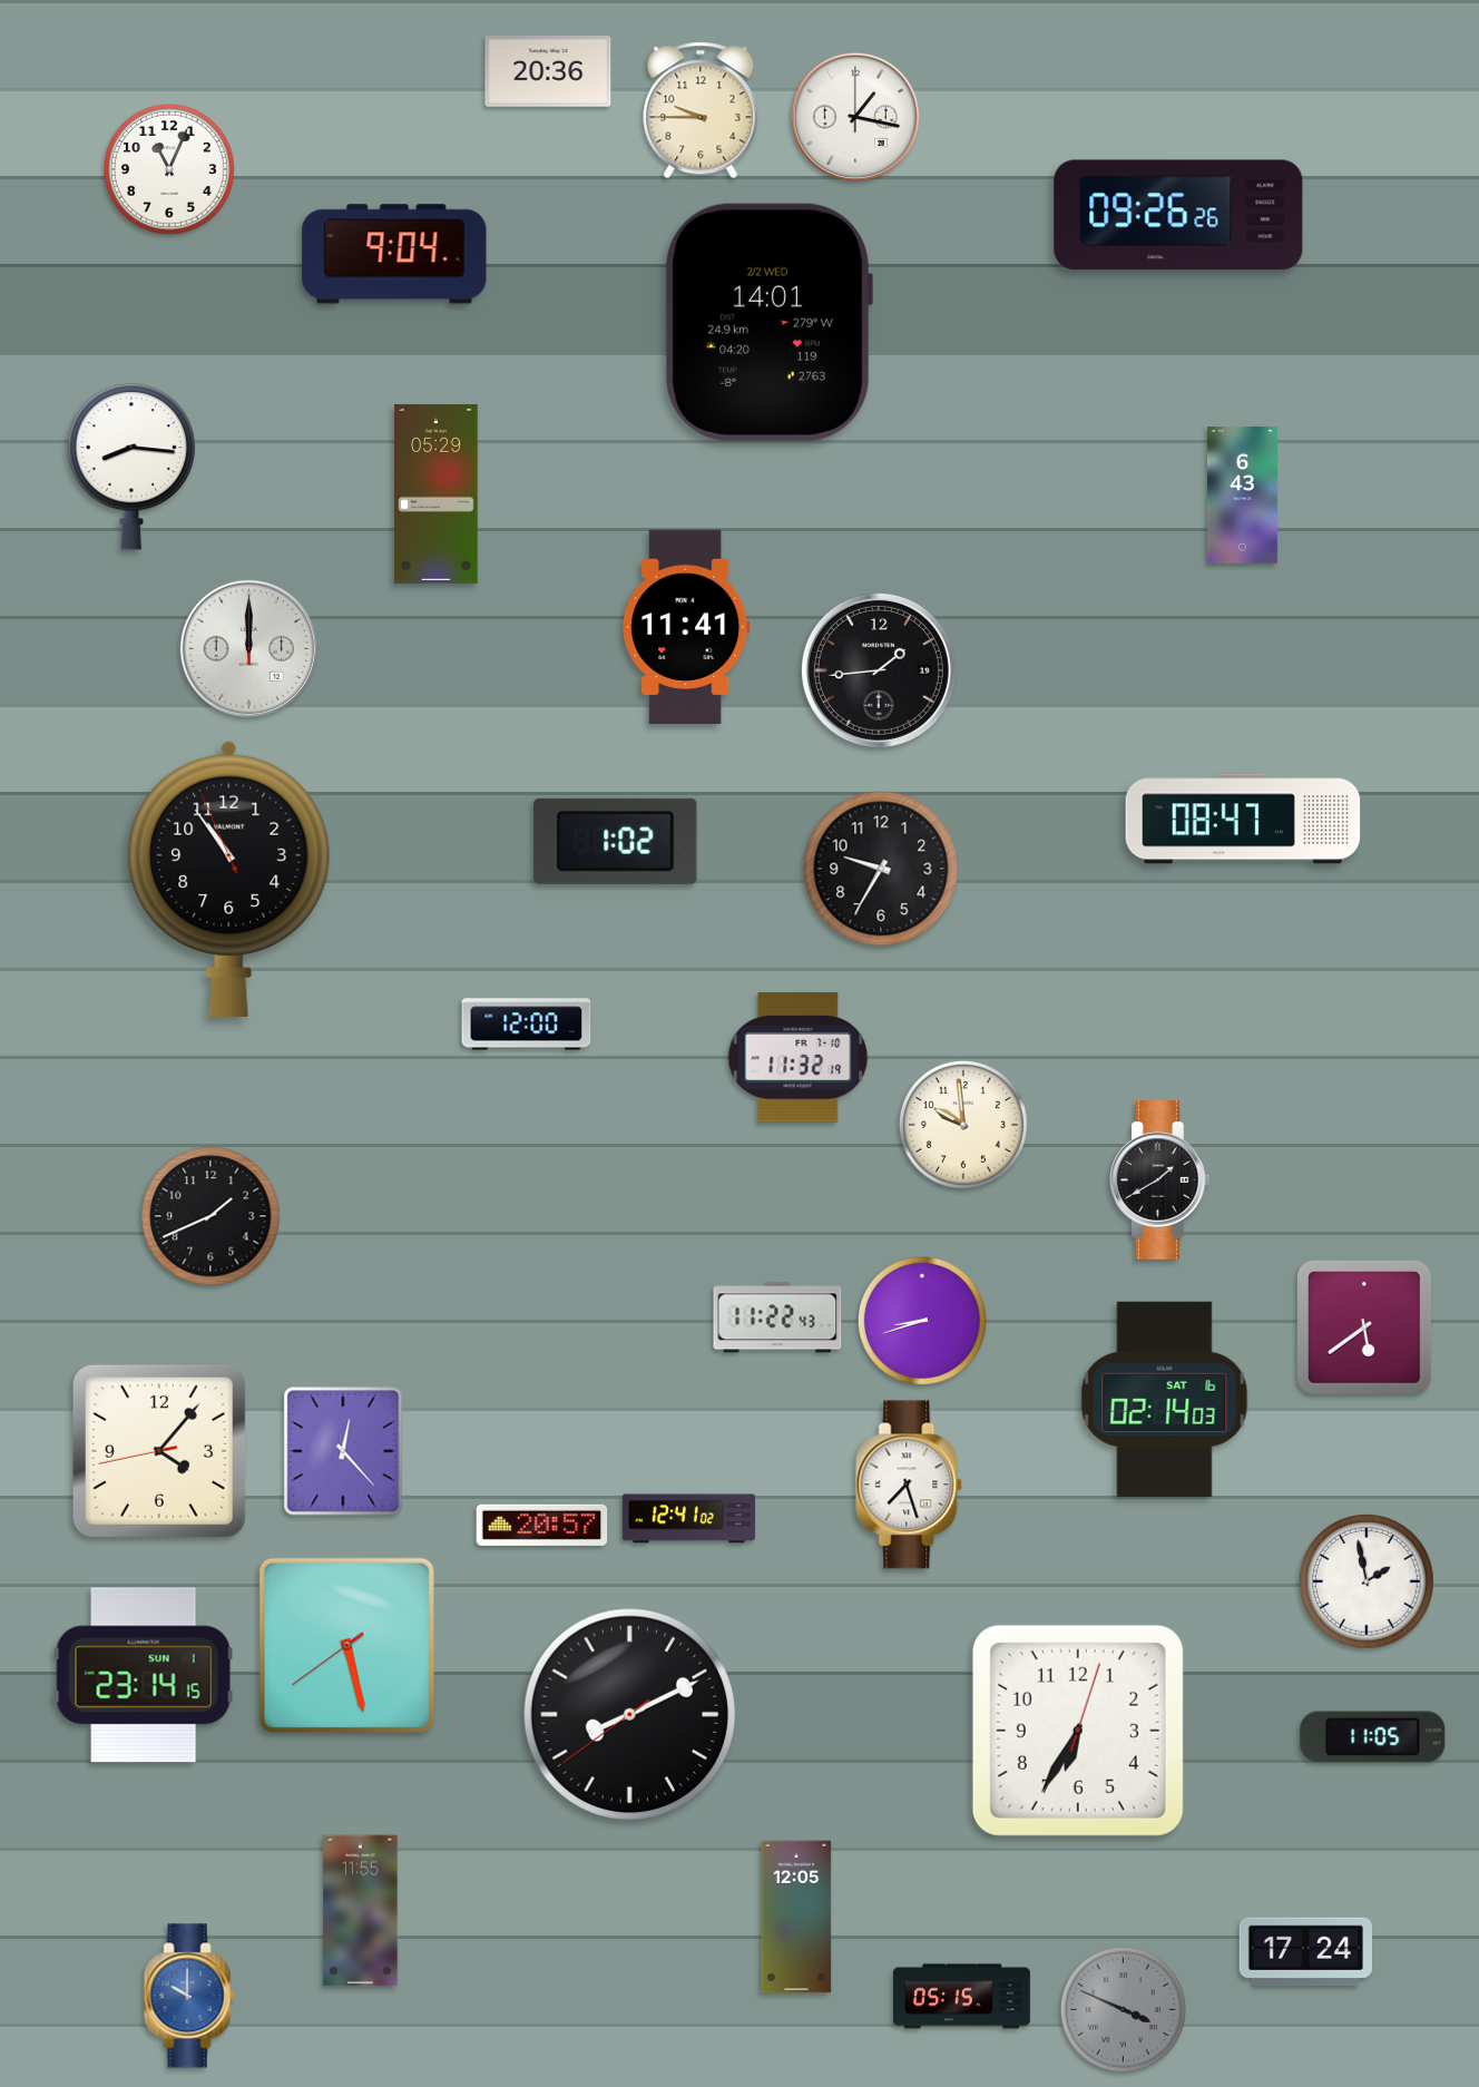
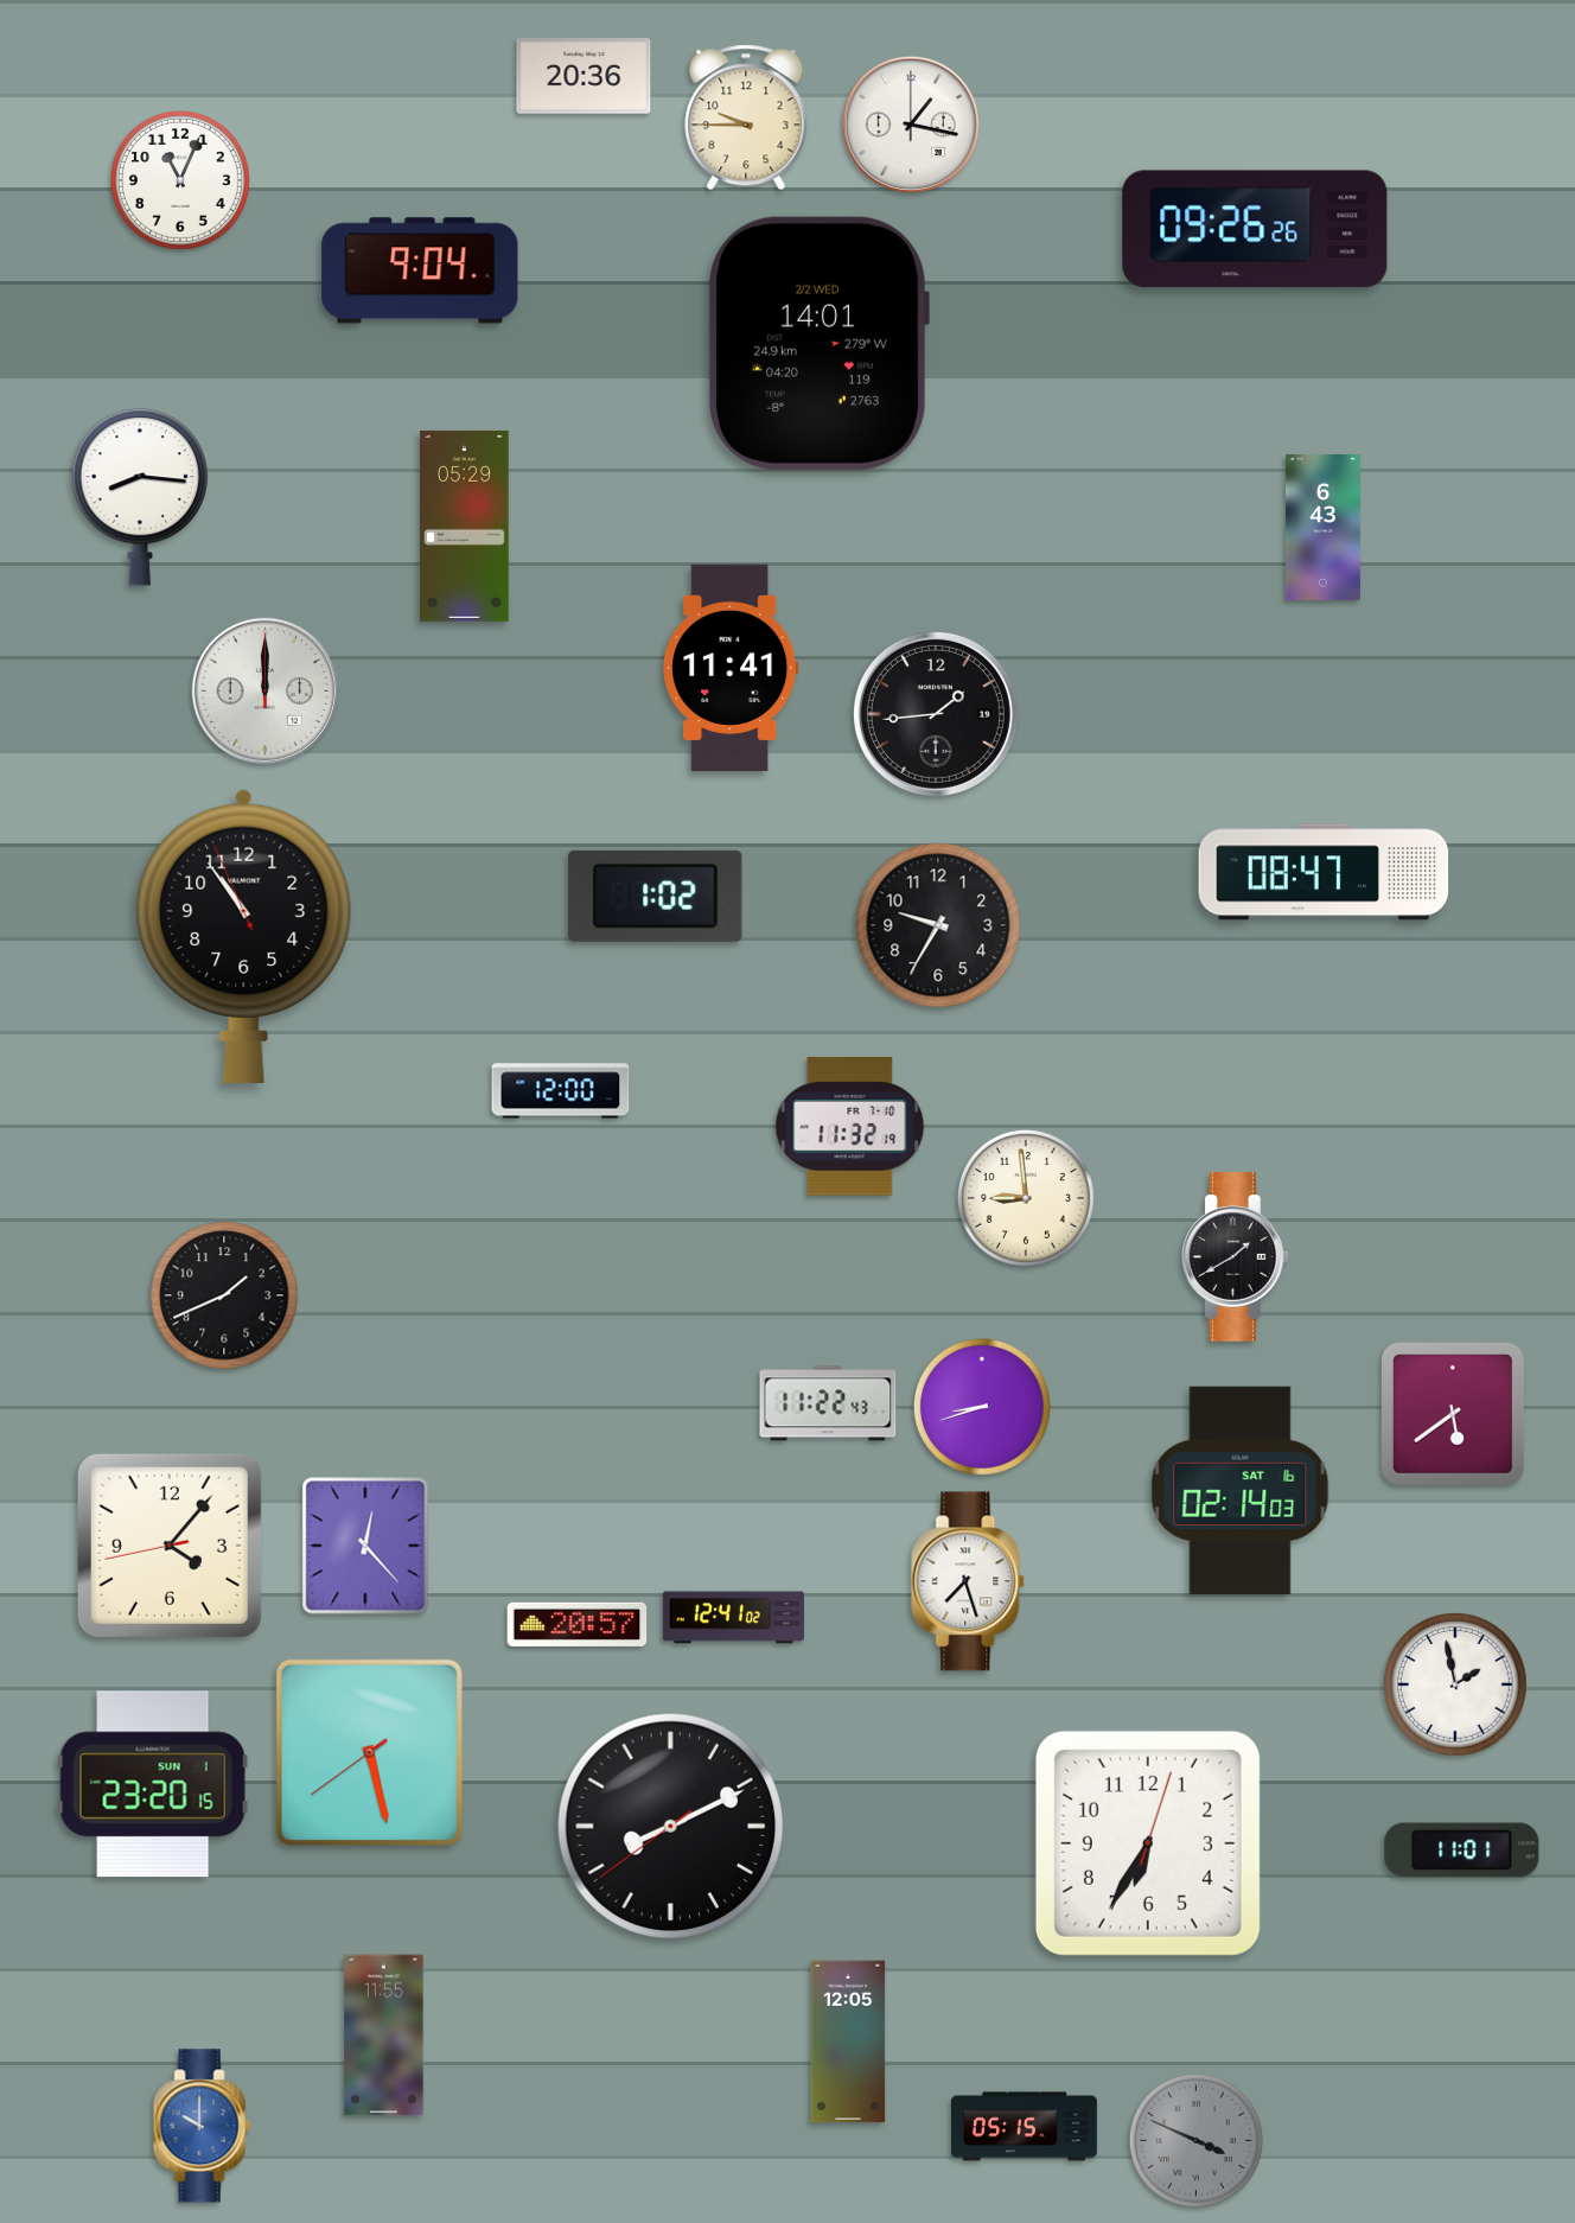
clock at (963, 1125): 9:59 -> 8:59
clock at (144, 1675): 23:14 -> 23:20
clock at (1373, 1737): 11:05 -> 11:01
clock at (1305, 1952): 17:24 -> none
